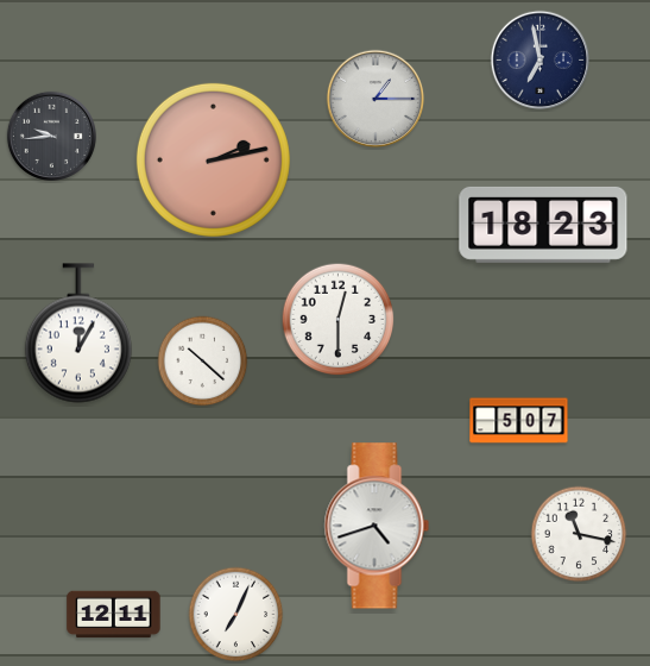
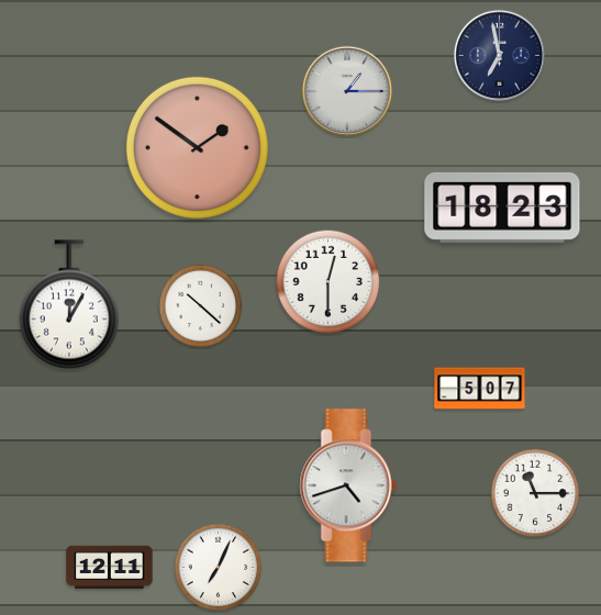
clock at (51, 136): 9:44 -> none
clock at (213, 159): 2:13 -> 1:51
clock at (339, 320) position: (339, 320) -> (329, 282)
clock at (78, 333) position: (78, 333) -> (69, 304)
clock at (203, 362) position: (203, 362) -> (201, 306)
clock at (579, 534): 11:17 -> 11:15
clock at (114, 615) position: (114, 615) -> (110, 568)
